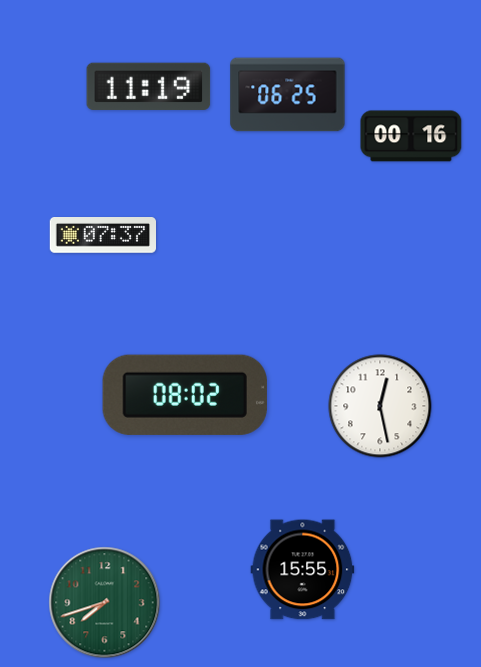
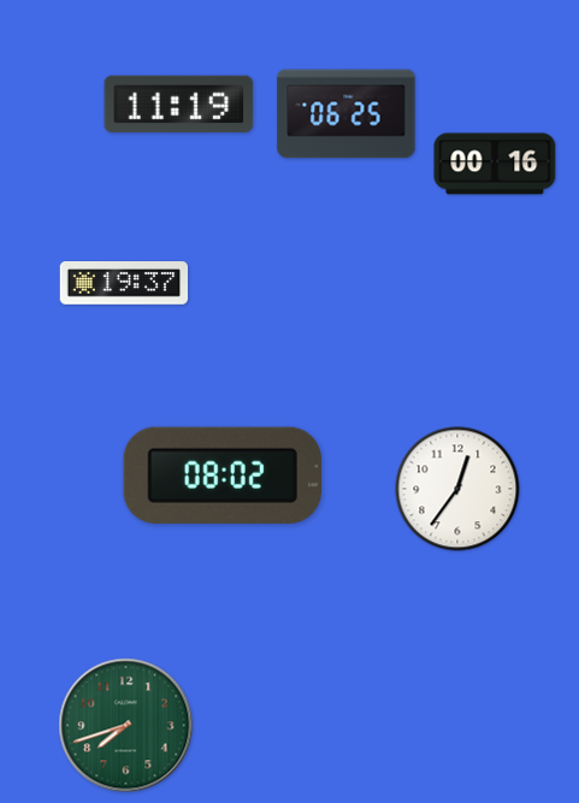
clock at (102, 235): 07:37 -> 19:37
clock at (380, 406): 12:28 -> 12:36
clock at (303, 570): 15:55 -> none
